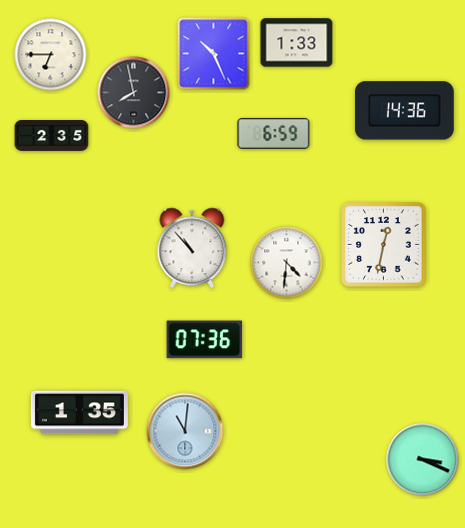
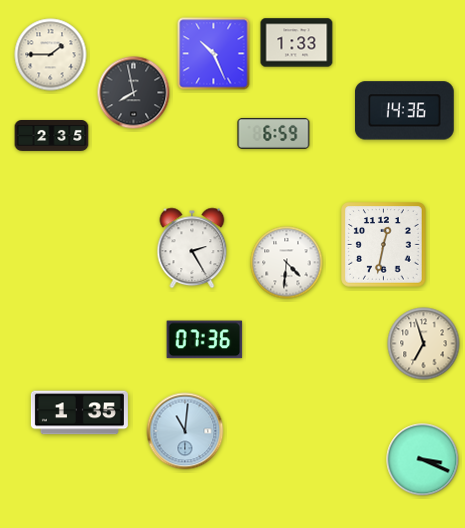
clock at (51, 55): 6:45 -> 1:45
clock at (192, 248): 10:53 -> 2:25
clock at (424, 344): none -> 6:57
